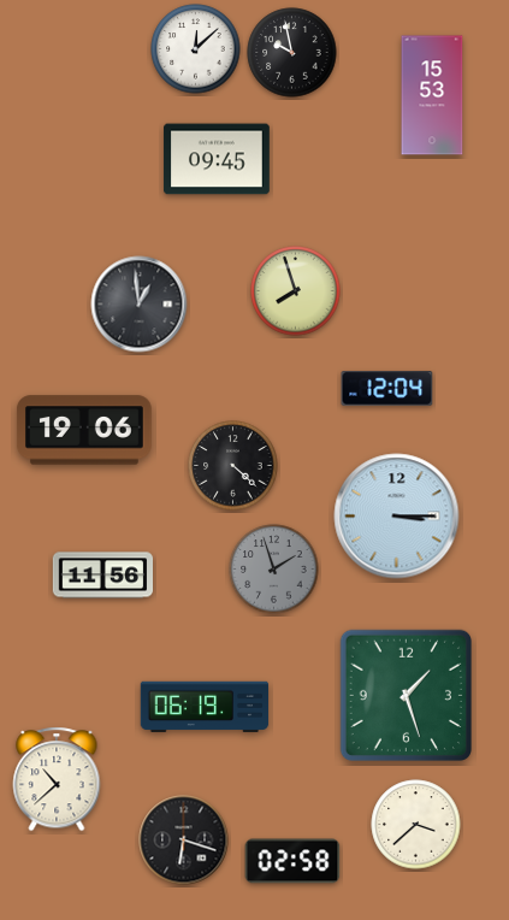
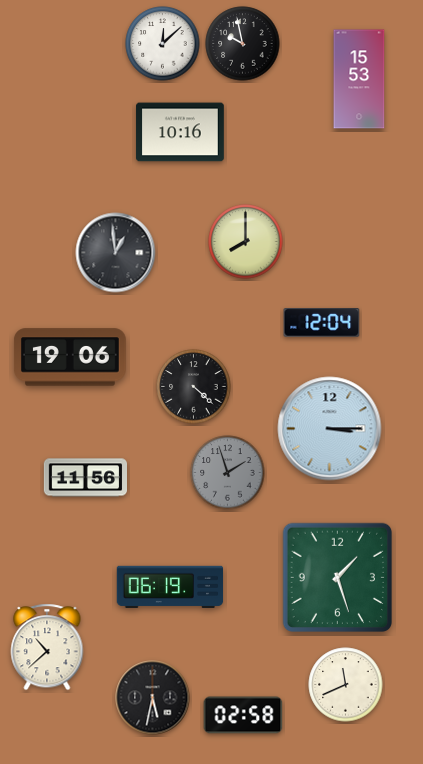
clock at (196, 49) position: (196, 49) -> (163, 44)
clock at (217, 159): 09:45 -> 10:16
clock at (296, 291): 7:57 -> 8:00
clock at (416, 825): 3:38 -> 11:41
clock at (184, 841): 6:18 -> 5:32
